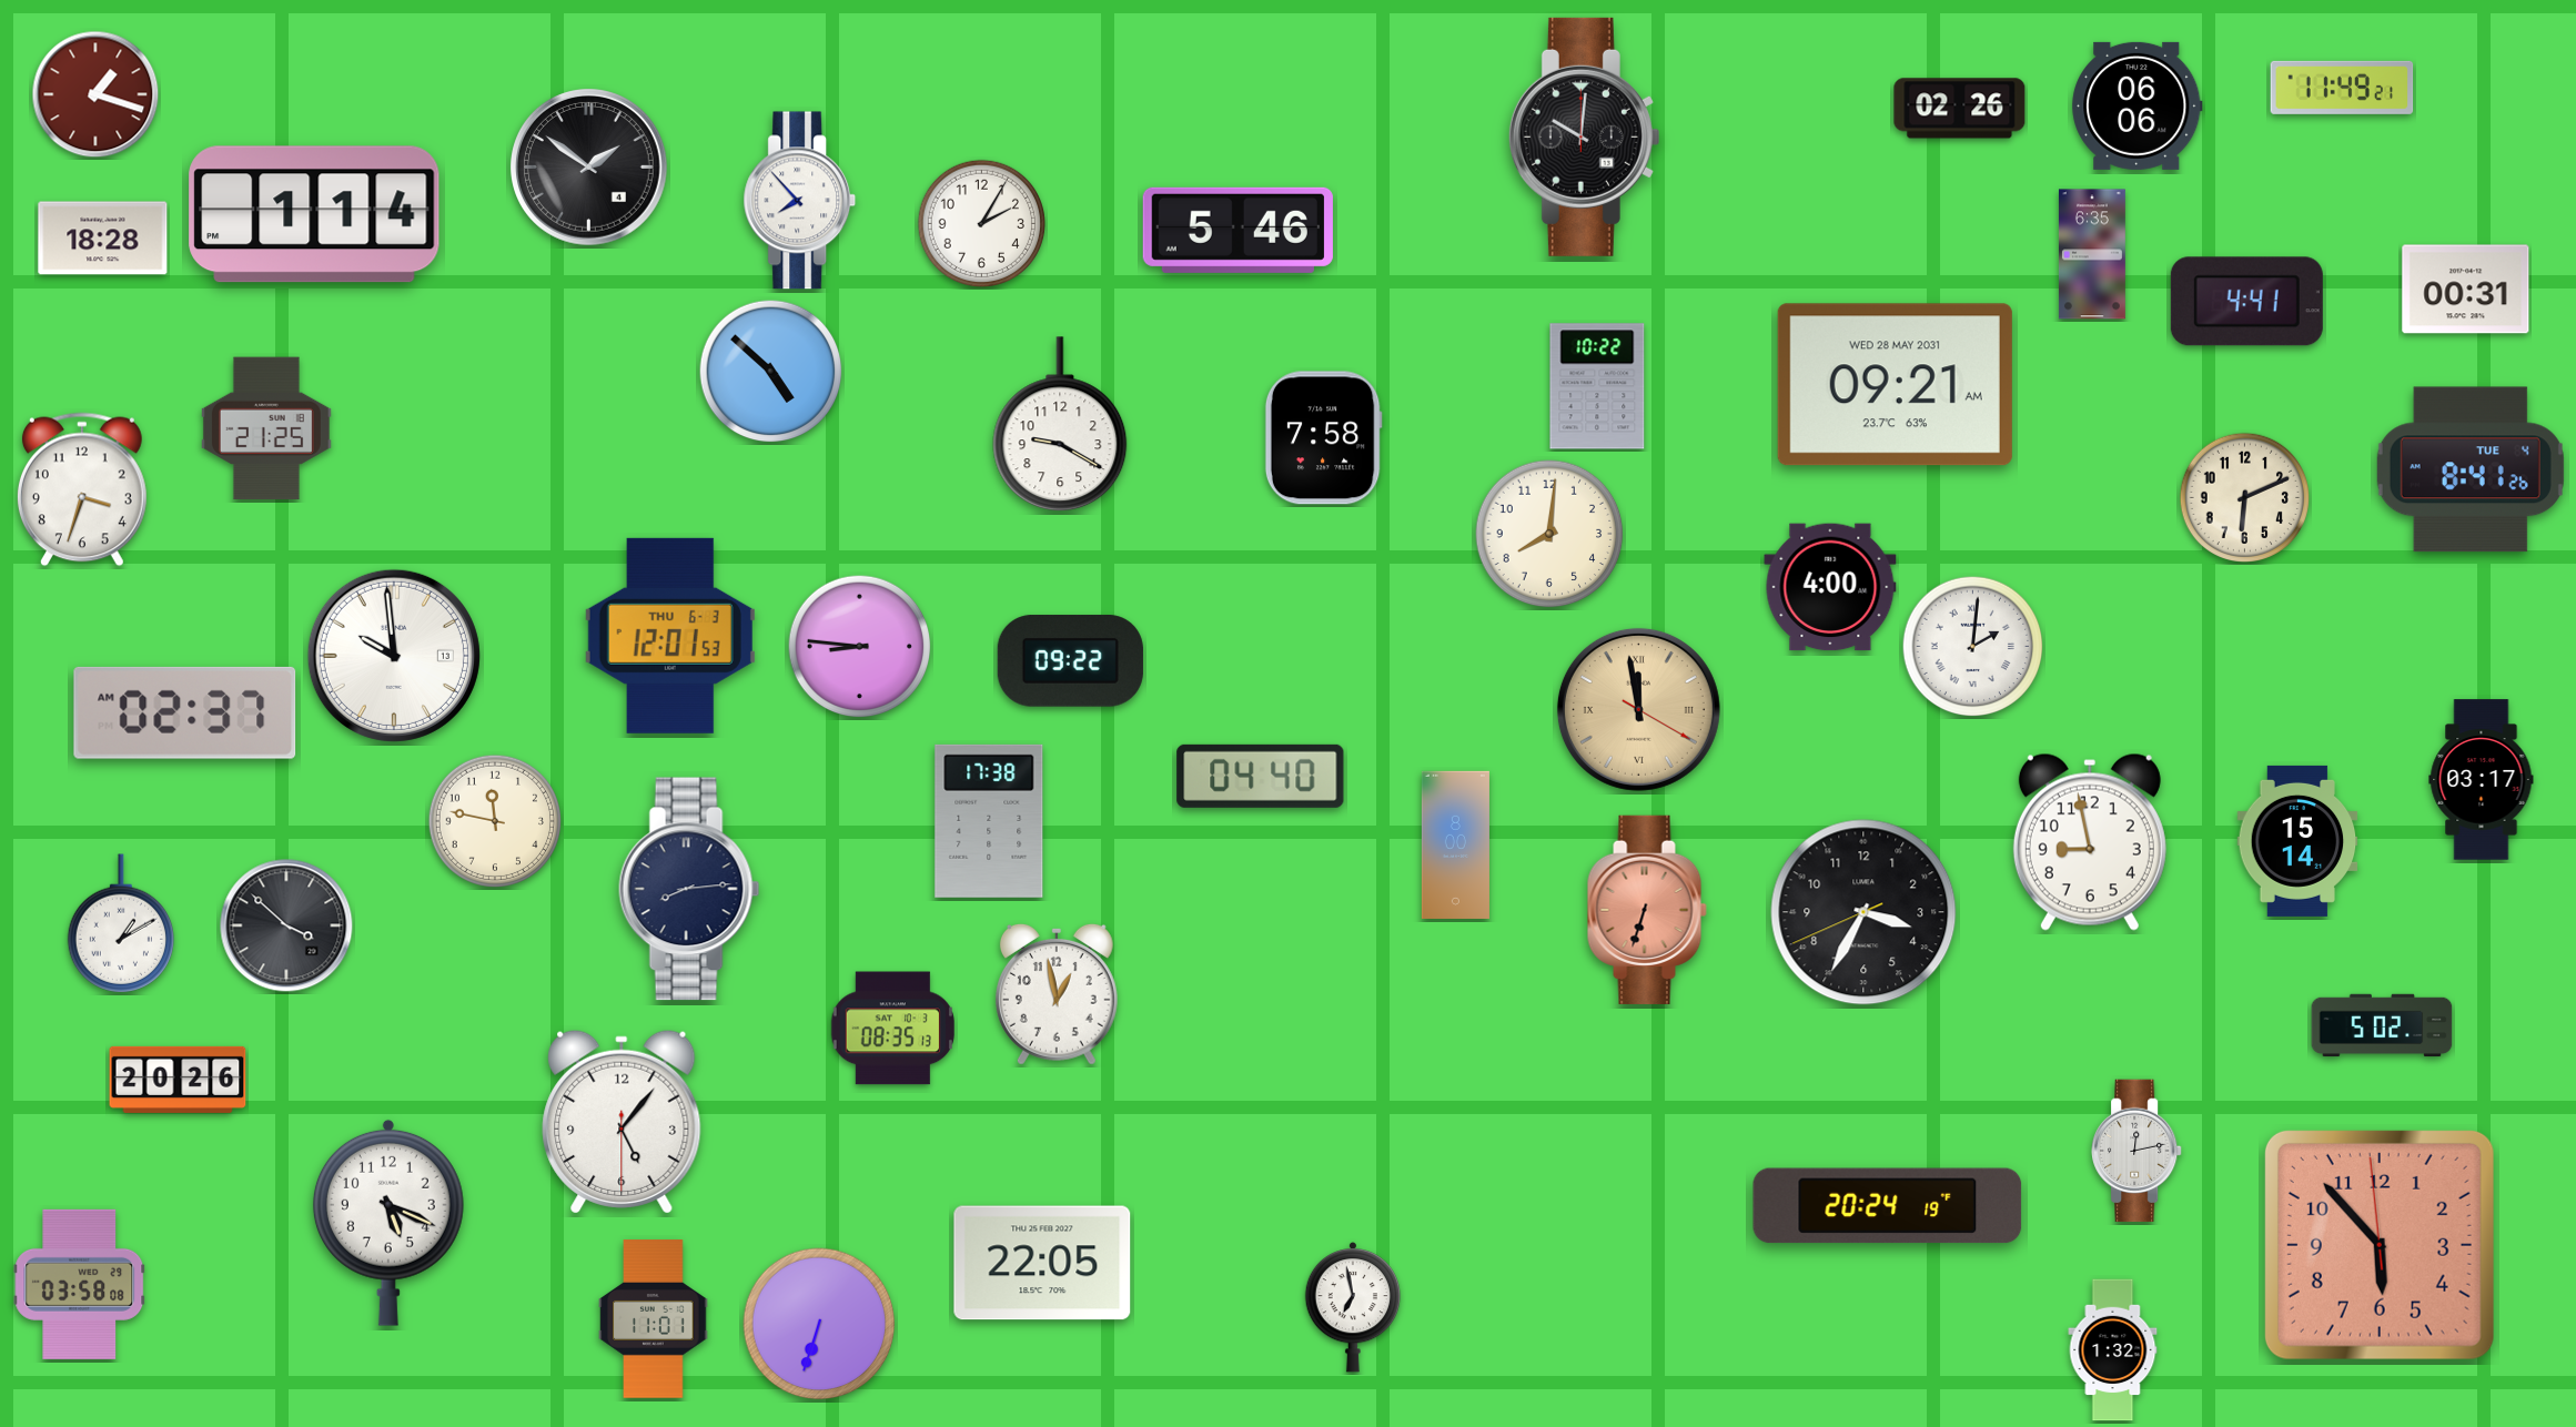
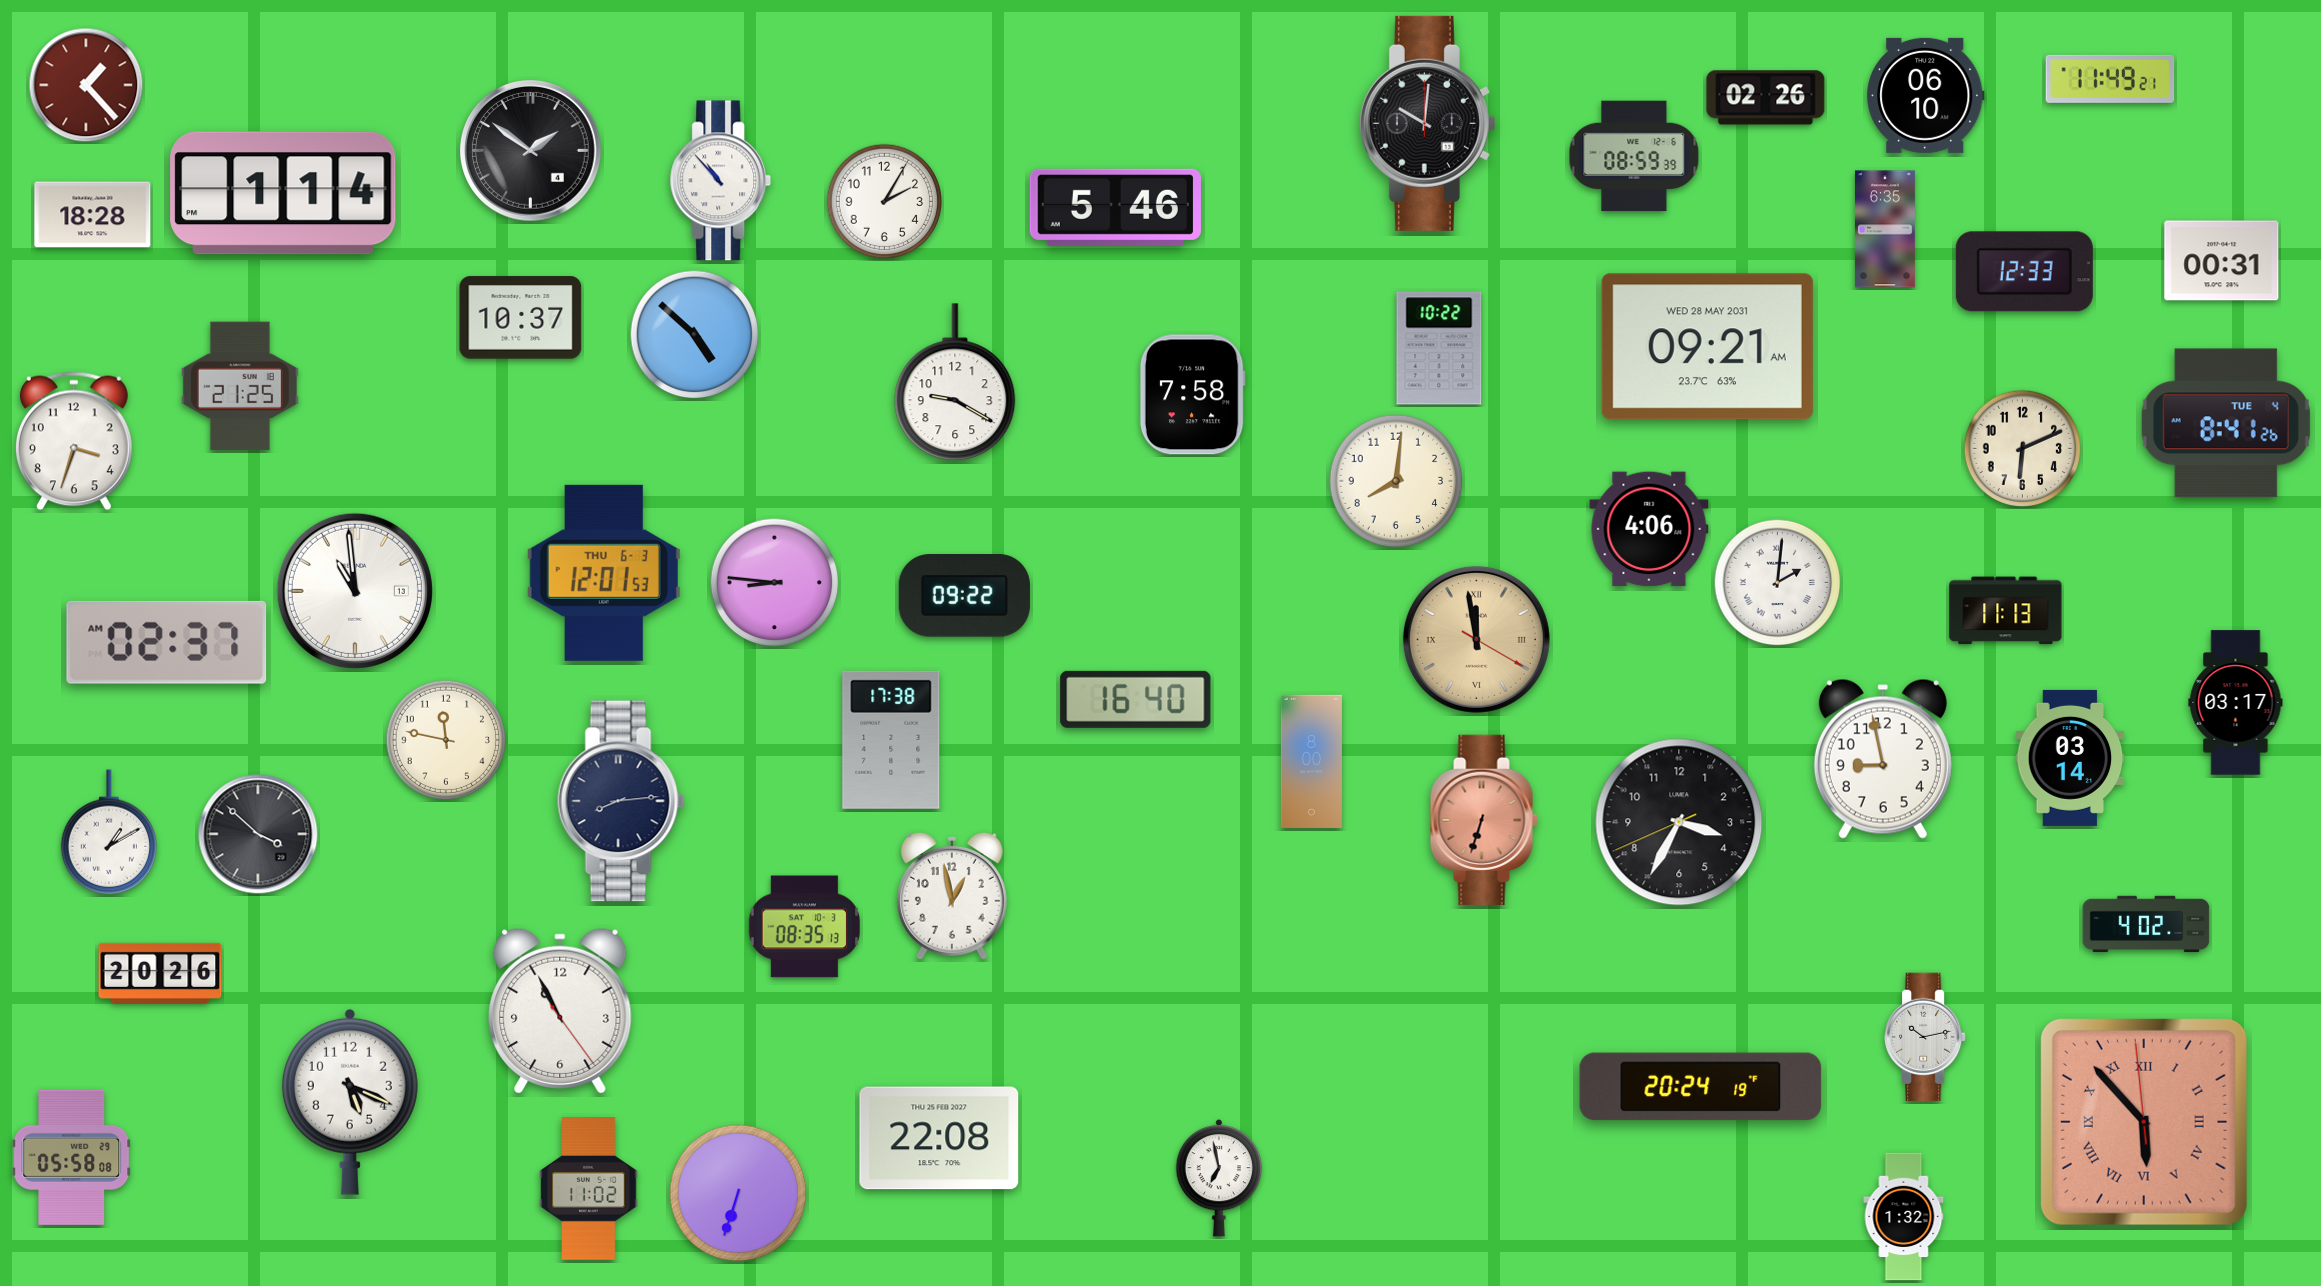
clock at (95, 94): 1:18 -> 1:23
clock at (2138, 105): 06:06 -> 06:10
clock at (1634, 156): none -> 08:59
clock at (800, 201): 7:53 -> 10:53
clock at (2246, 302): 4:41 -> 12:33
clock at (521, 318): none -> 10:37
clock at (1830, 587): 4:00 -> 4:06
clock at (394, 656): 9:59 -> 10:59
clock at (2006, 611): none -> 11:13
clock at (1261, 776): 04:40 -> 16:40
clock at (2297, 841): 15:14 -> 03:14
clock at (2382, 1025): 5:02 -> 4:02
clock at (622, 1122): 5:06 -> 10:55
clock at (2138, 1151): 12:13 -> 10:13
clock at (2380, 1245) numerals: Arabic -> Roman
clock at (1042, 1263): 22:05 -> 22:08
clock at (80, 1284): 03:58 -> 05:58
clock at (654, 1319): 11:01 -> 11:02
